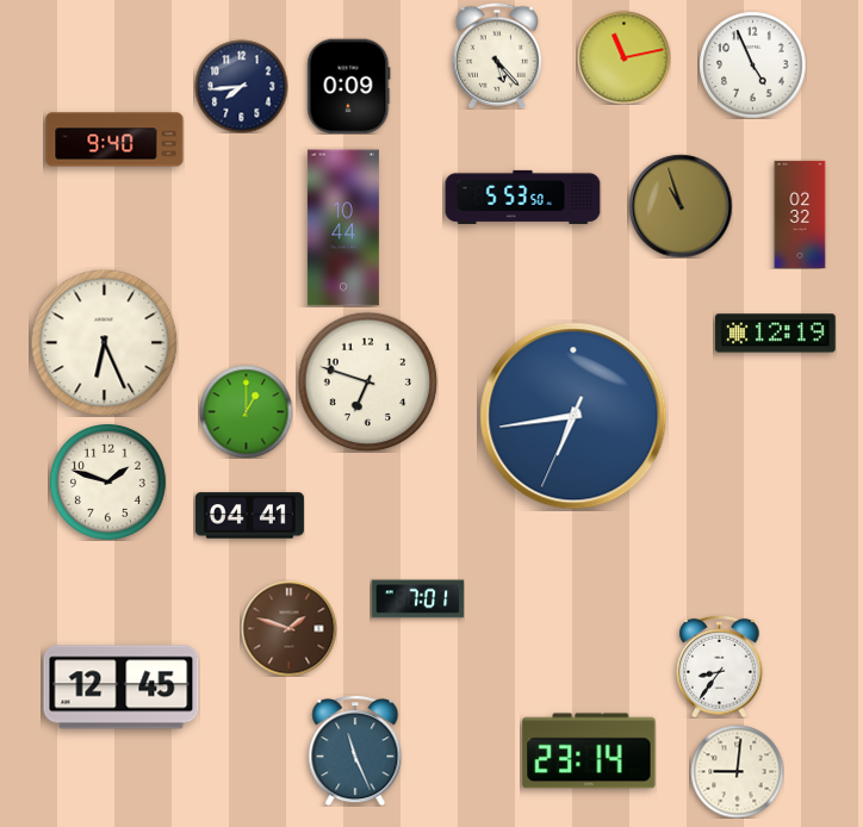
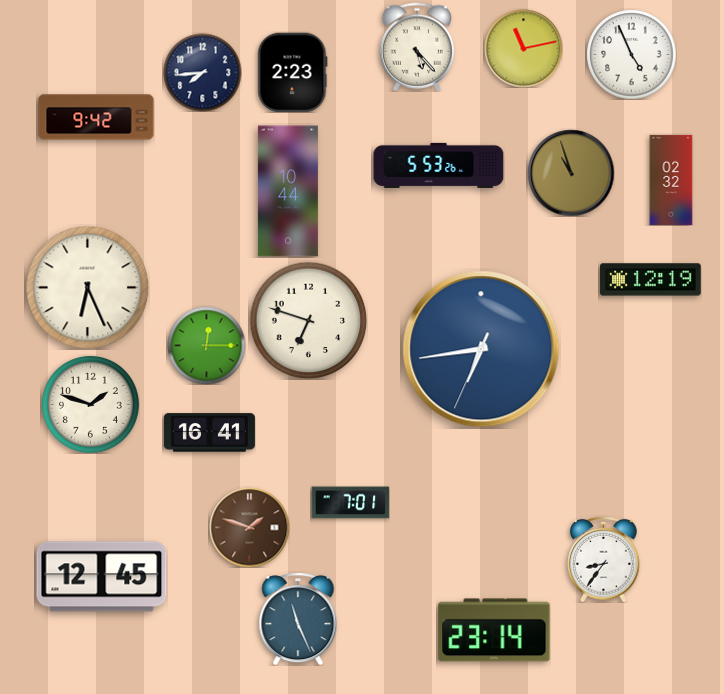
clock at (349, 86): 0:09 -> 2:23
clock at (114, 139): 9:40 -> 9:42
clock at (523, 197): 5:53:50 -> 5:53:26
clock at (246, 411): 1:00 -> 12:15
clock at (249, 516): 04:41 -> 16:41
clock at (288, 628) position: (288, 628) -> (249, 527)
clock at (355, 751) position: (355, 751) -> (298, 619)
clock at (737, 771): 9:01 -> none
